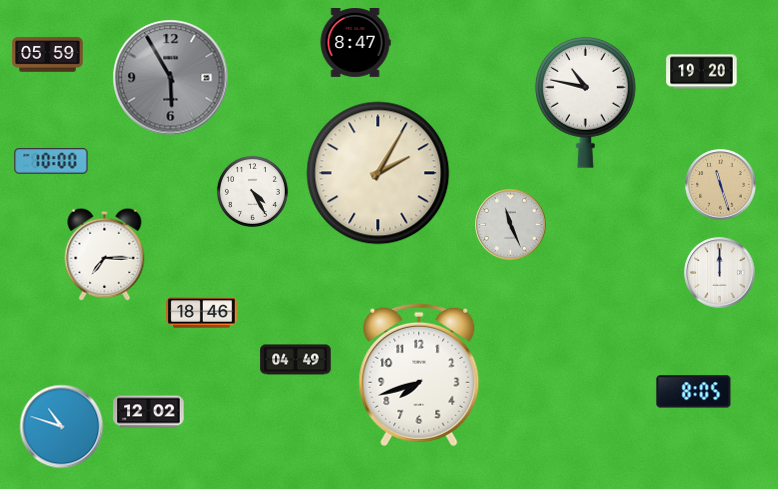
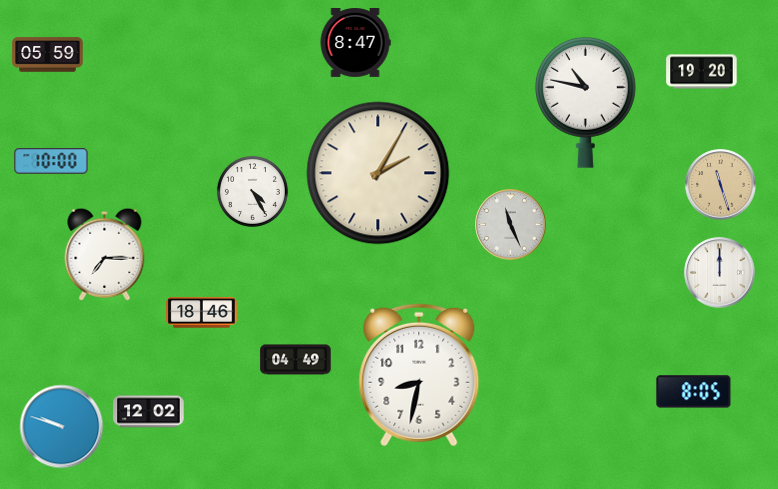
clock at (171, 78): 5:55 -> none
clock at (419, 375): 7:42 -> 8:32
clock at (62, 427): 10:48 -> 9:48
